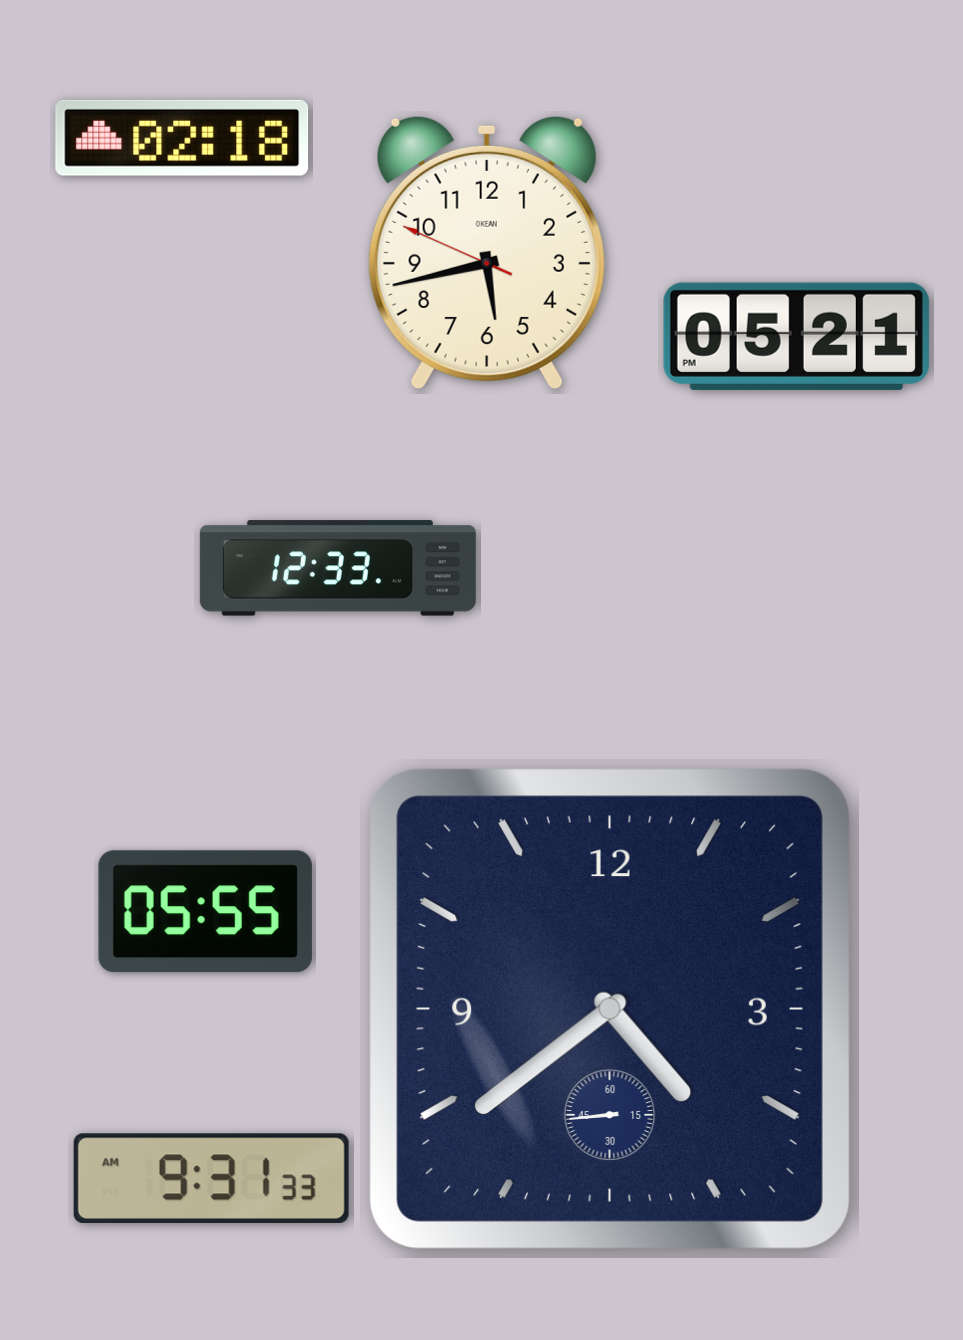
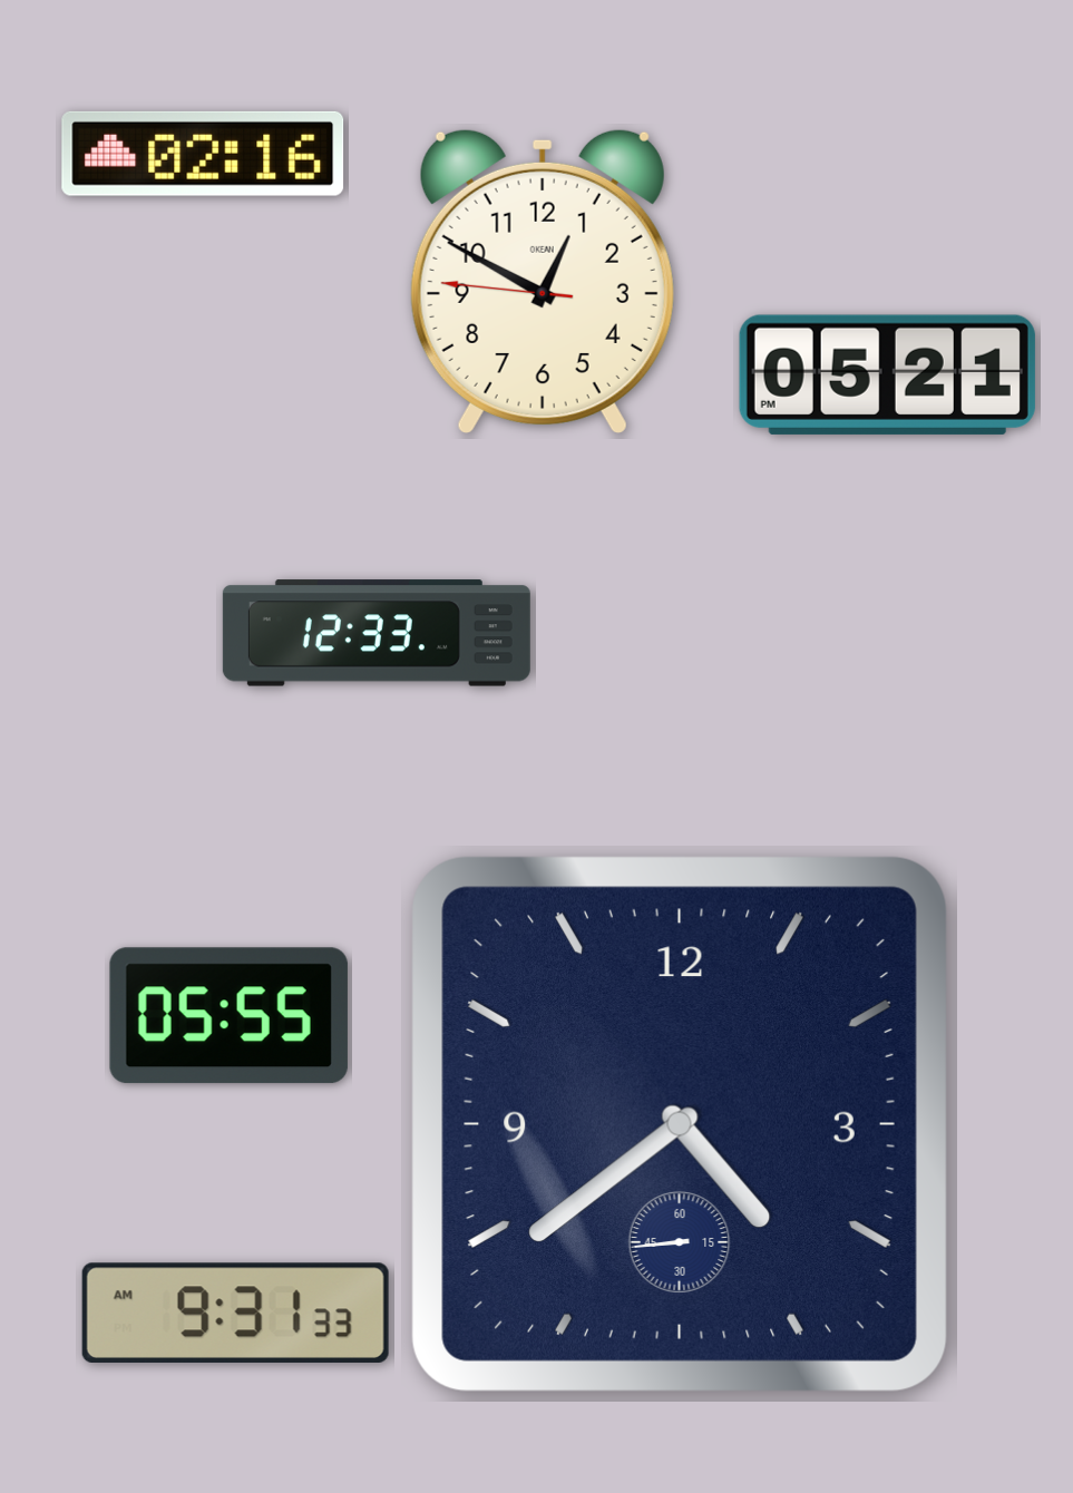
clock at (182, 138): 02:18 -> 02:16
clock at (487, 252): 5:42 -> 12:49
